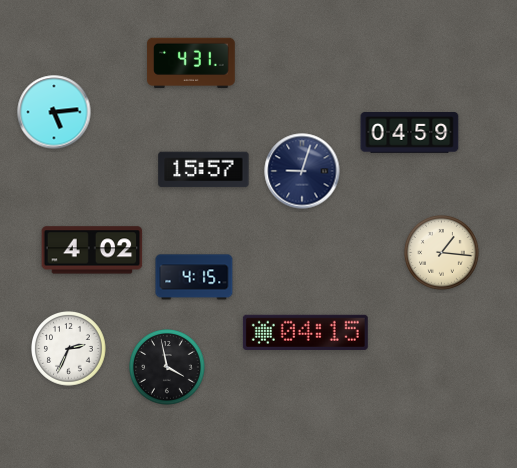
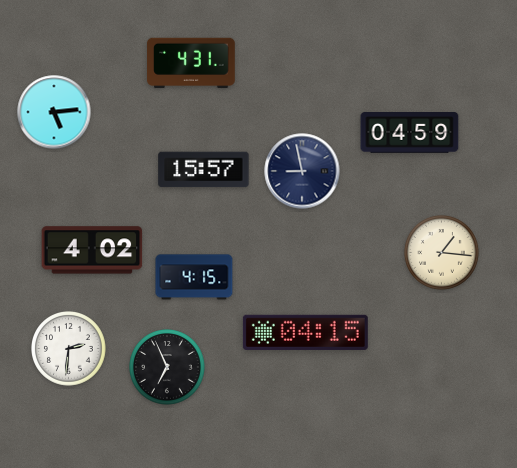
clock at (302, 171): 9:03 -> 8:58
clock at (69, 349): 2:34 -> 2:31
clock at (167, 367): 3:58 -> 6:56
